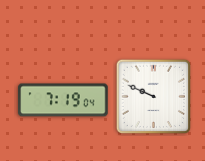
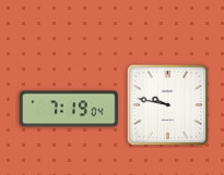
clock at (153, 96): 9:49 -> 9:47
